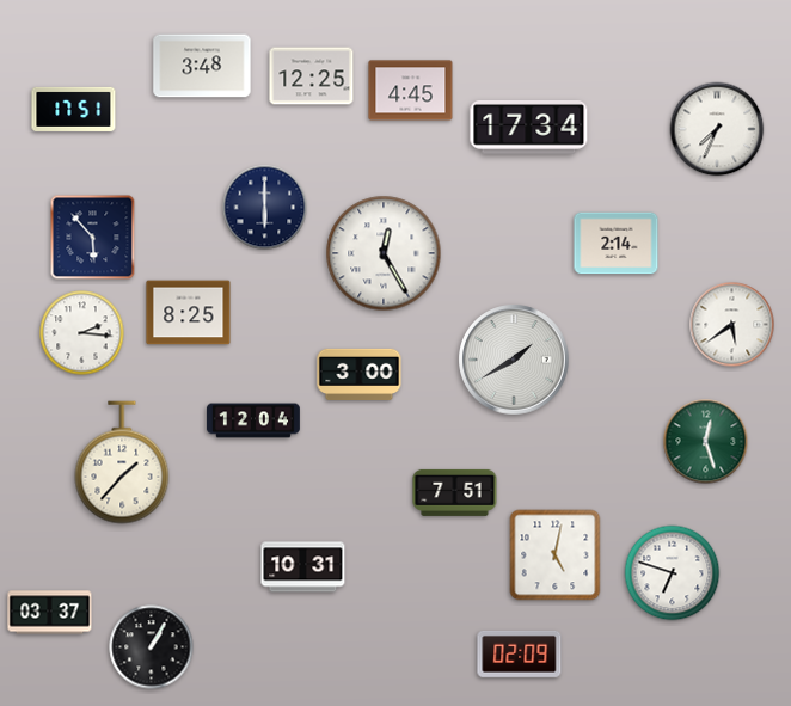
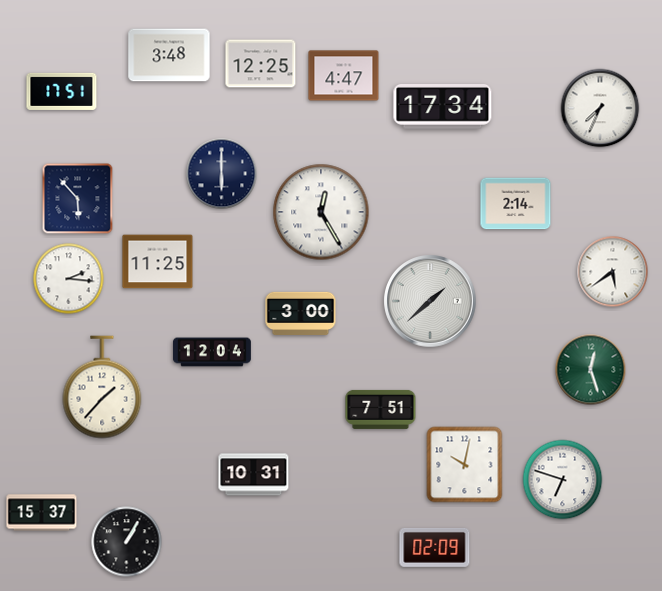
clock at (411, 91): 4:45 -> 4:47
clock at (189, 313): 8:25 -> 11:25
clock at (514, 360): 1:40 -> 1:38
clock at (455, 492) position: (455, 492) -> (381, 409)
clock at (556, 555): 5:02 -> 10:02
clock at (50, 613): 03:37 -> 15:37
